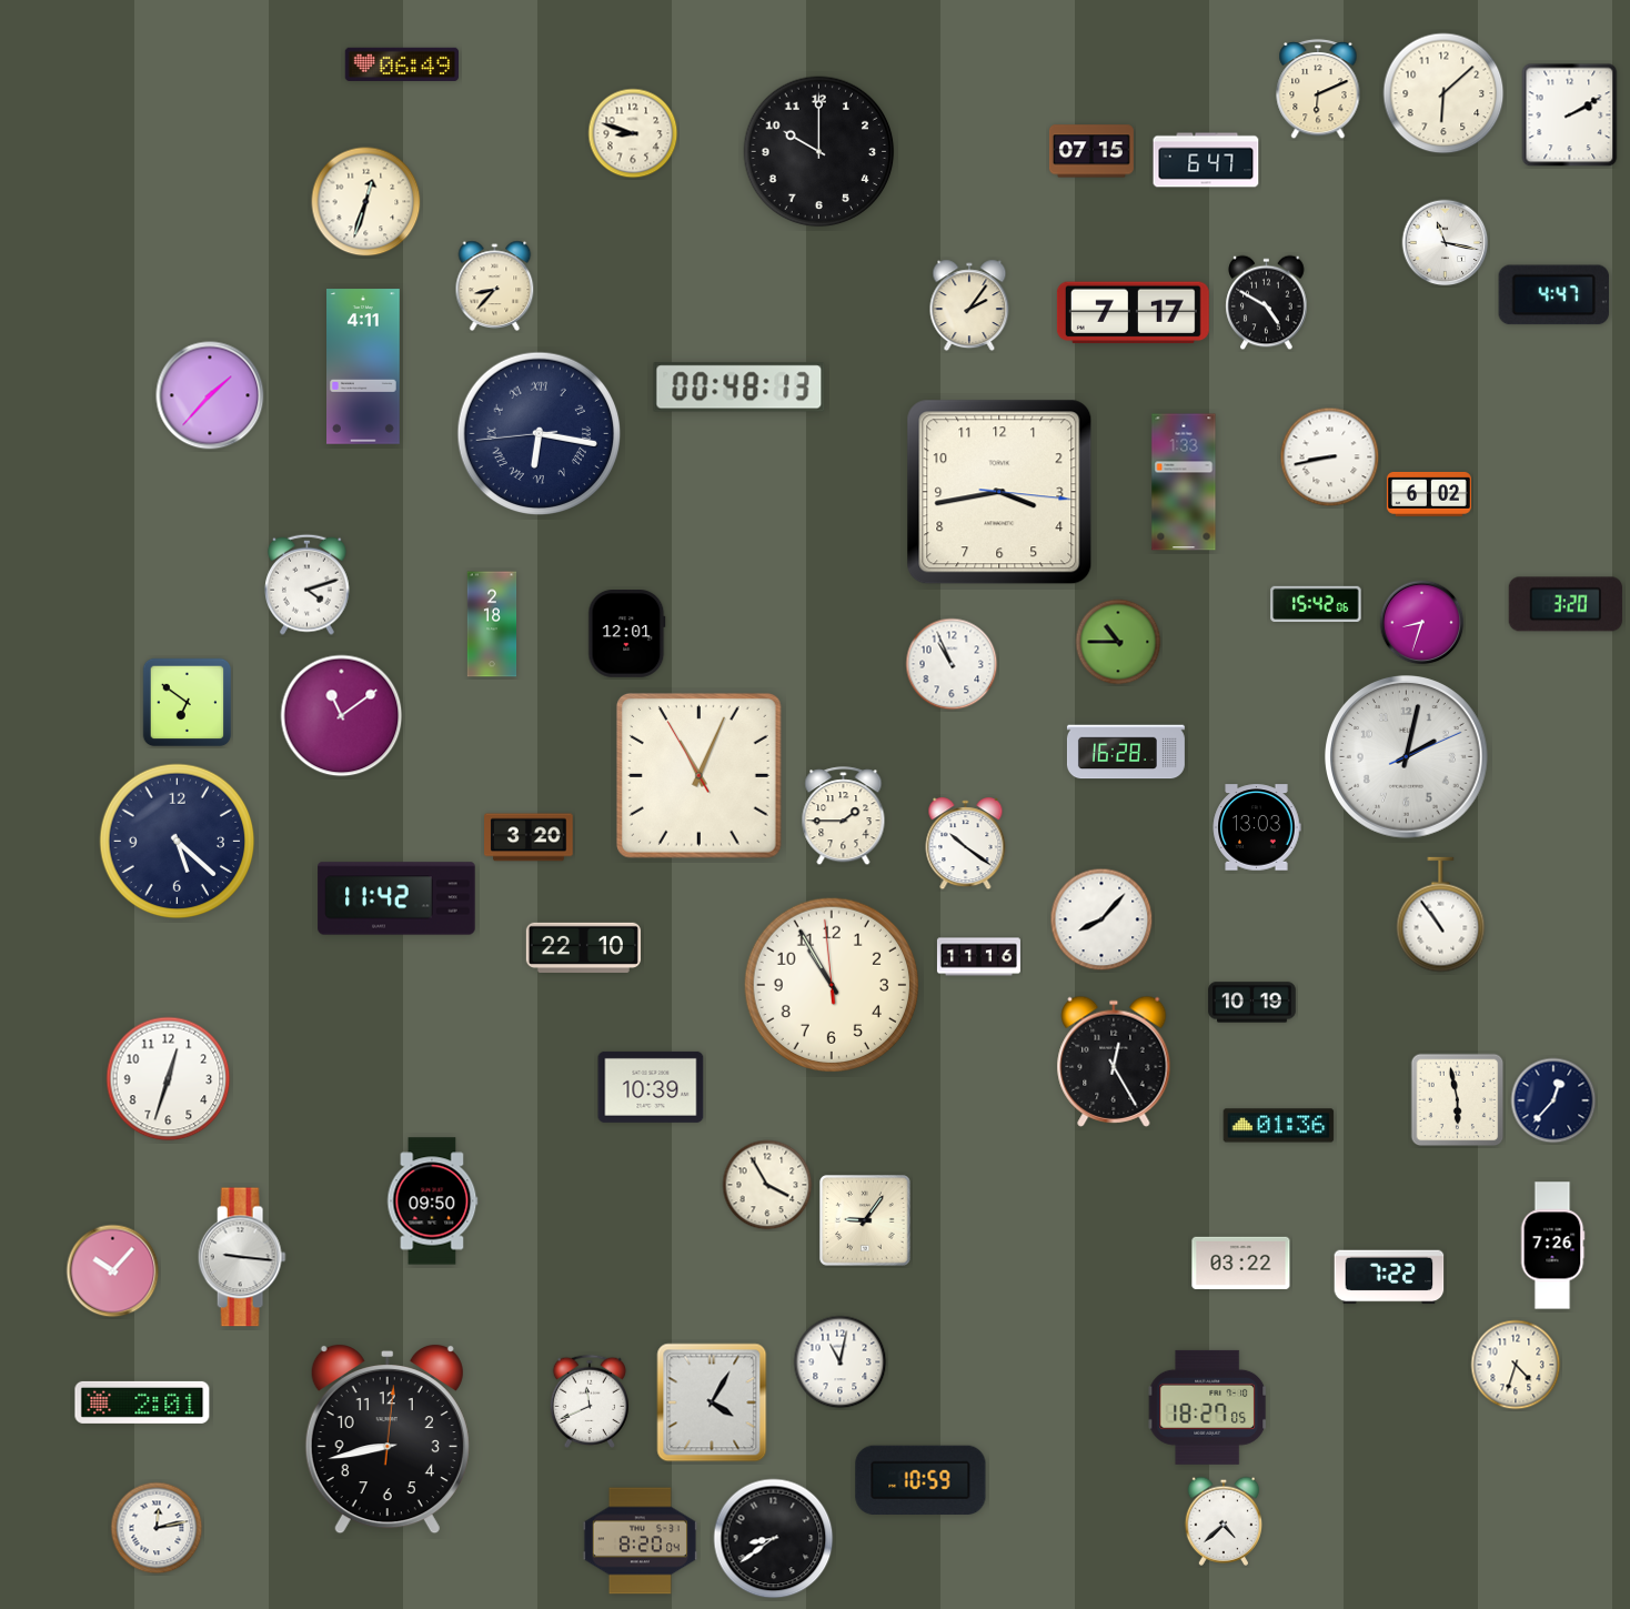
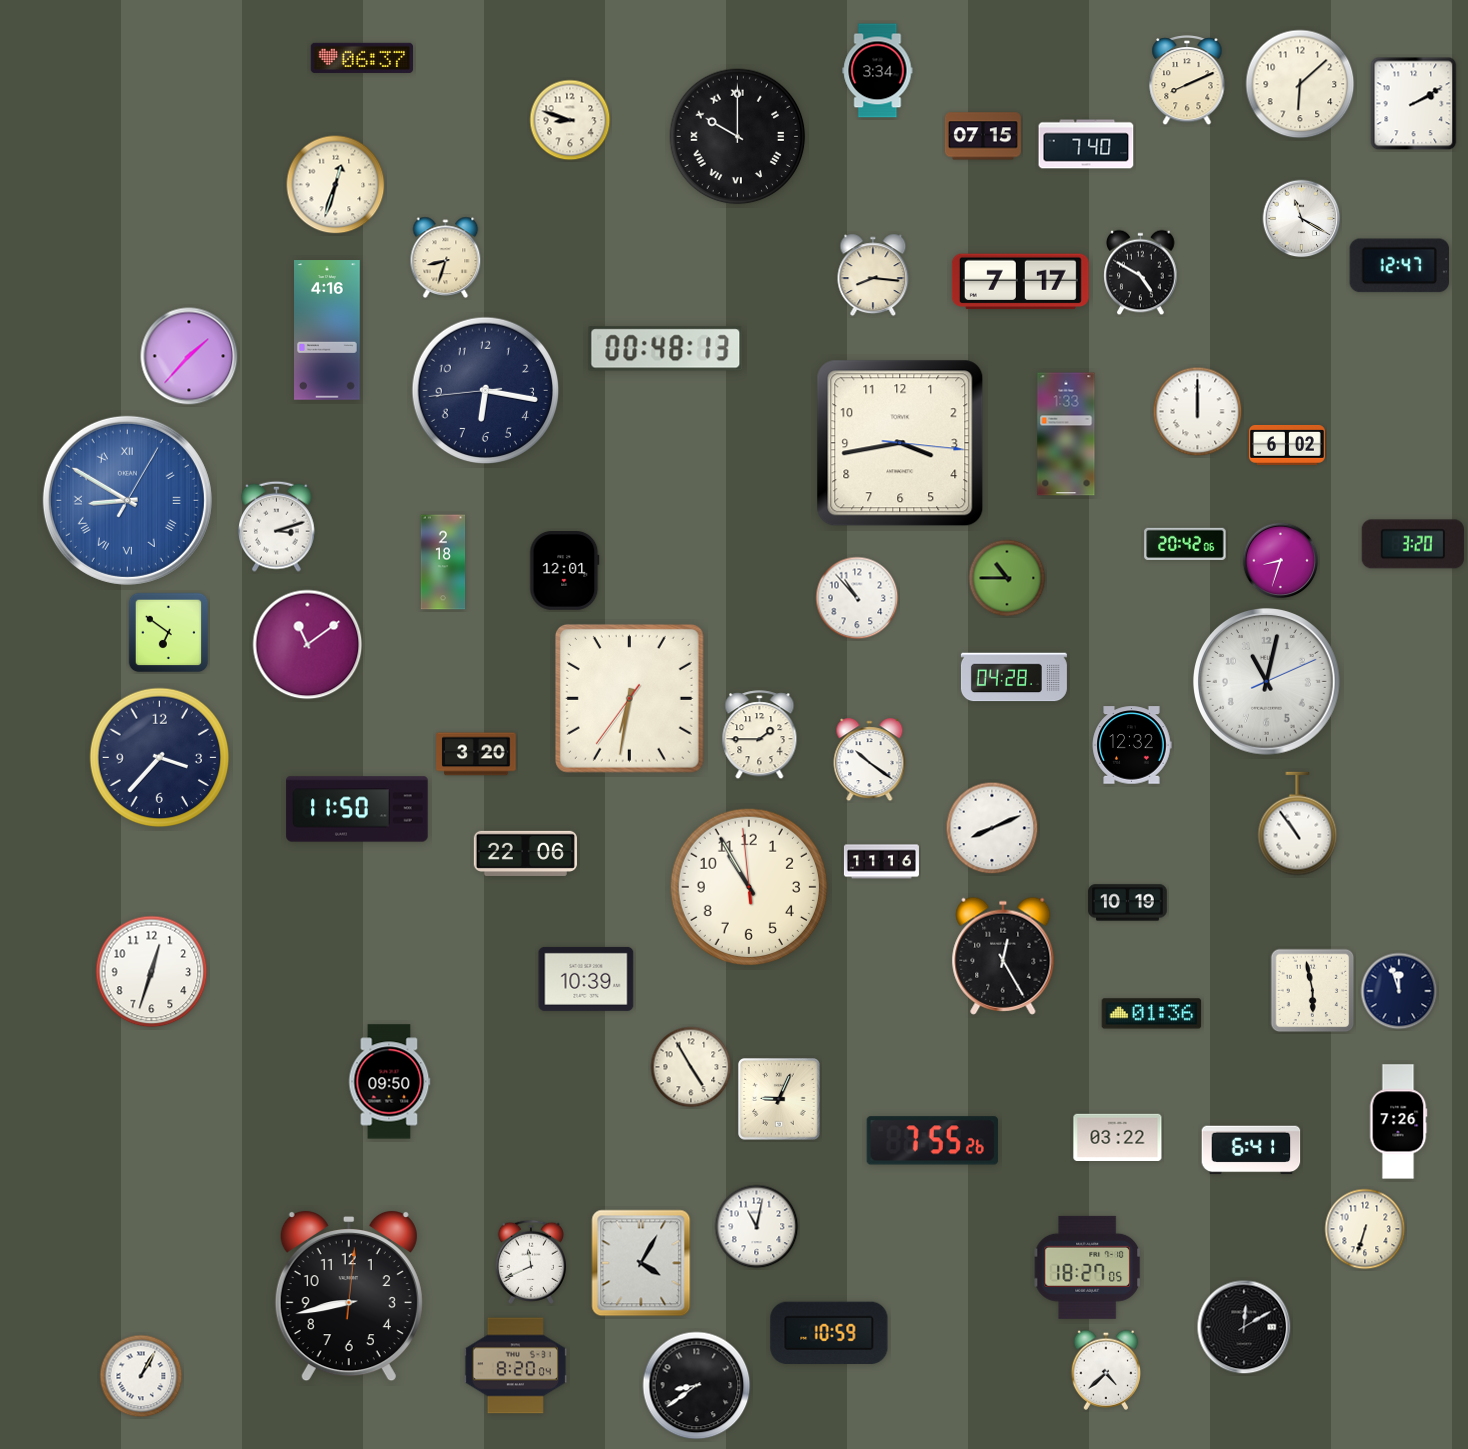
clock at (401, 64): 06:49 -> 06:37
clock at (878, 71): none -> 3:34
clock at (1318, 90): 6:11 -> 8:11
clock at (819, 152) numerals: Arabic -> Roman
clock at (1206, 160): 6:47 -> 7:40
clock at (366, 202) position: (366, 202) -> (336, 185)
clock at (1446, 243): 11:17 -> 11:20
clock at (495, 286): 8:37 -> 8:33
clock at (1554, 295): 4:47 -> 12:47
clock at (969, 305): 2:06 -> 8:16
clock at (364, 366): 4:11 -> 4:16
clock at (540, 434) numerals: Roman -> Arabic
clock at (1330, 457): 8:43 -> 12:00
clock at (127, 500): none -> 8:50
clock at (308, 584): 4:12 -> 3:12
clock at (1316, 604): 15:42 -> 20:42
clock at (1566, 604) position: (1566, 604) -> (1413, 544)
clock at (952, 664): 10:56 -> 10:53
clock at (1126, 752): 16:28 -> 04:28
clock at (1407, 757): 2:02 -> 11:02
clock at (698, 775): 11:03 -> 6:31
clock at (1257, 827): 13:03 -> 12:32
clock at (178, 842): 5:22 -> 3:37
clock at (396, 898): 11:42 -> 11:50
clock at (1101, 919): 8:07 -> 8:11
clock at (583, 947): 22:10 -> 22:06
clock at (1553, 1100): 12:37 -> 11:57
clock at (767, 1185): 3:55 -> 4:55
clock at (866, 1221): 9:06 -> 9:04
clock at (242, 1257): 9:16 -> none
clock at (932, 1141): none -> 7:55
clock at (113, 1271): 10:07 -> none
clock at (1389, 1277): 7:22 -> 6:41
clock at (1516, 1365): 4:33 -> 6:33
clock at (142, 1402): 2:01 -> none
clock at (1244, 1327): none -> 12:10
clock at (1224, 1521) position: (1224, 1521) -> (1106, 1370)
clock at (157, 1528): 12:13 -> 1:05
clock at (640, 1541) position: (640, 1541) -> (515, 1366)
